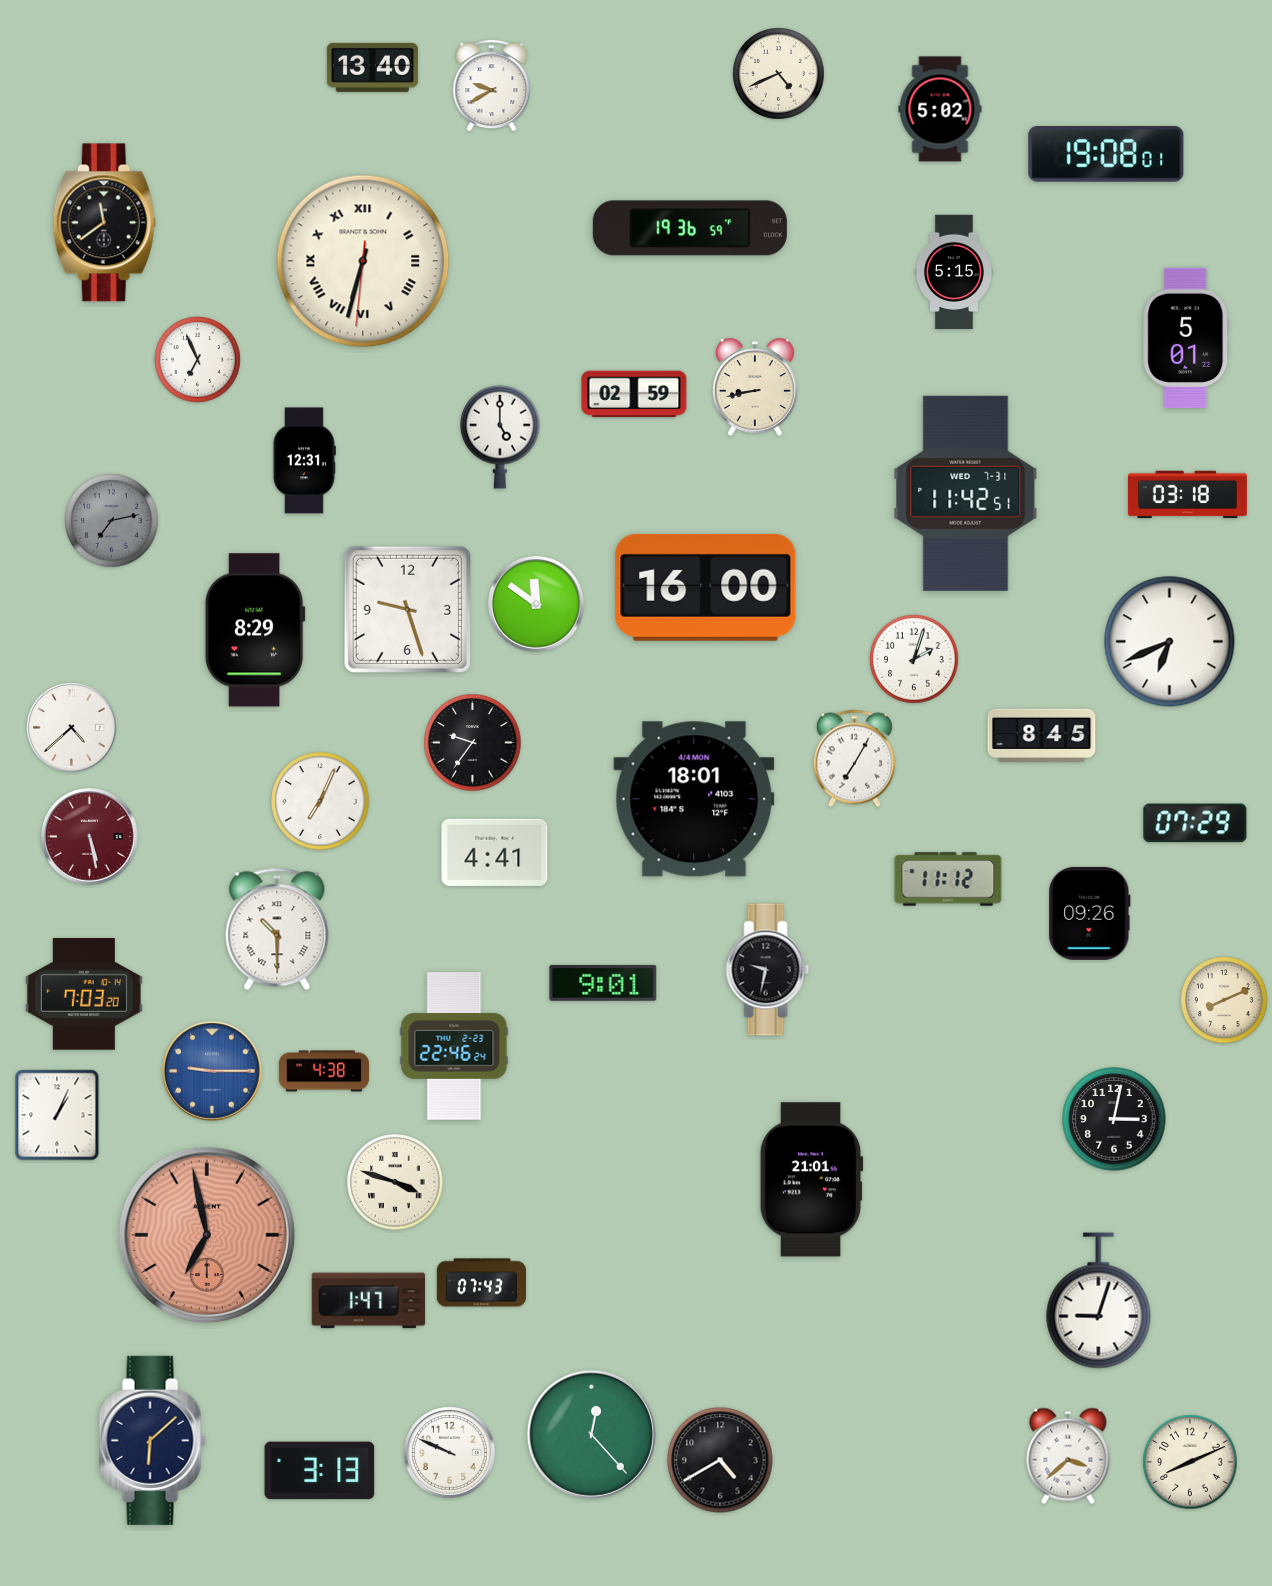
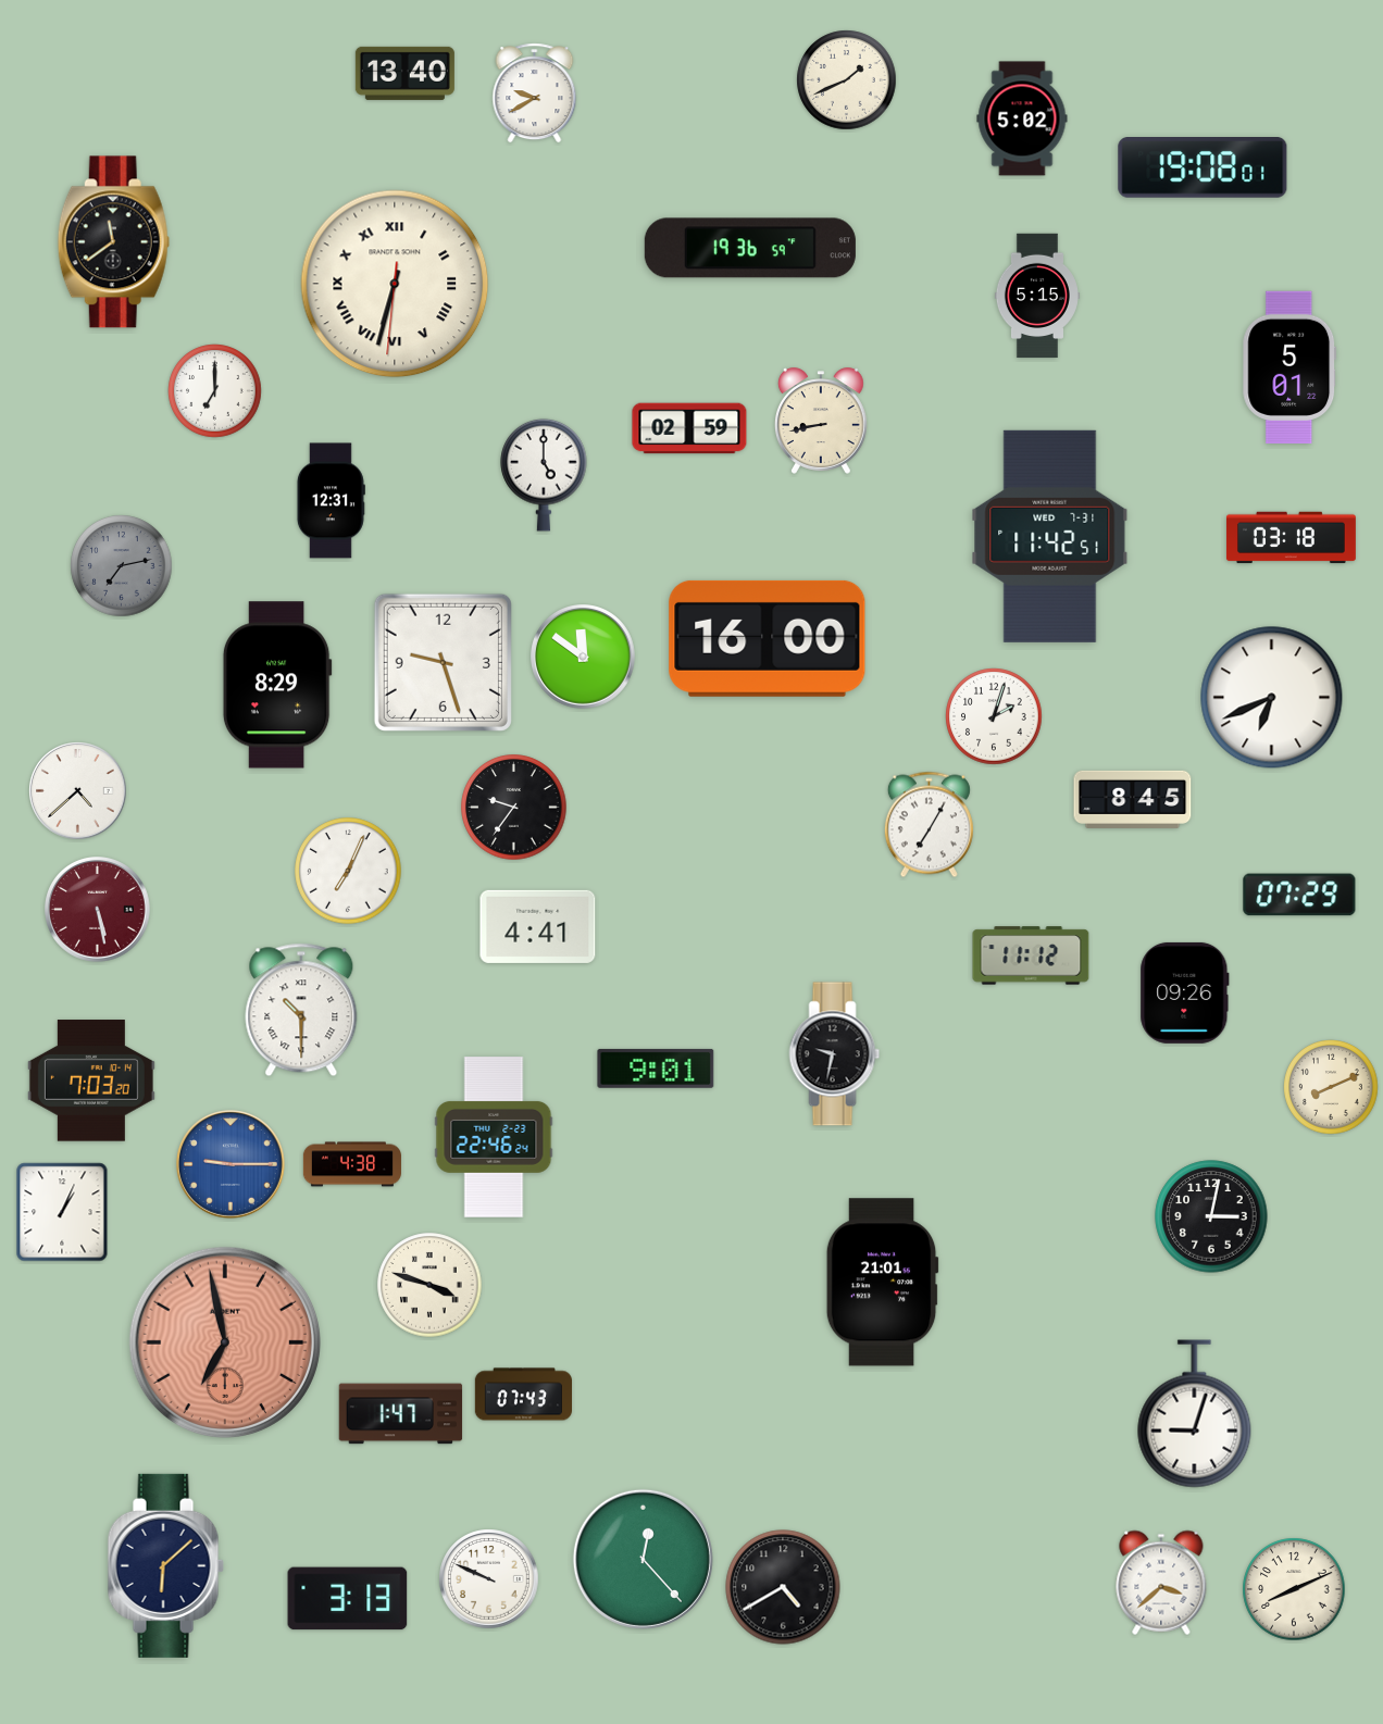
clock at (779, 74): 4:41 -> 1:41
clock at (198, 360): 6:56 -> 7:00
clock at (694, 799): 18:01 -> none
